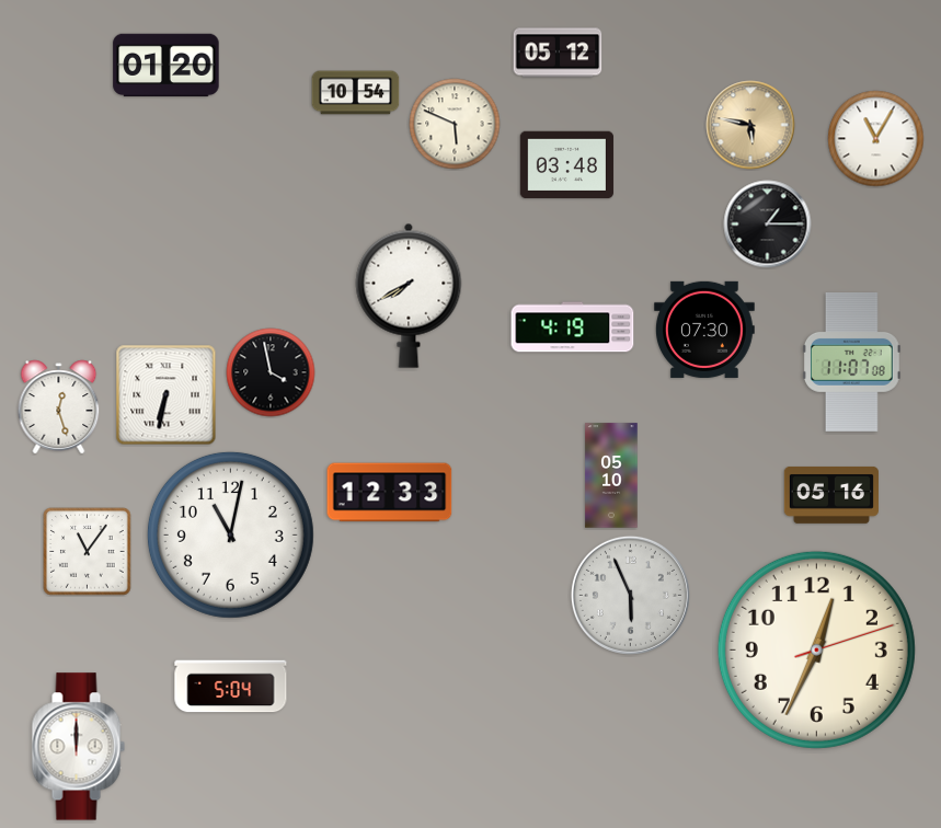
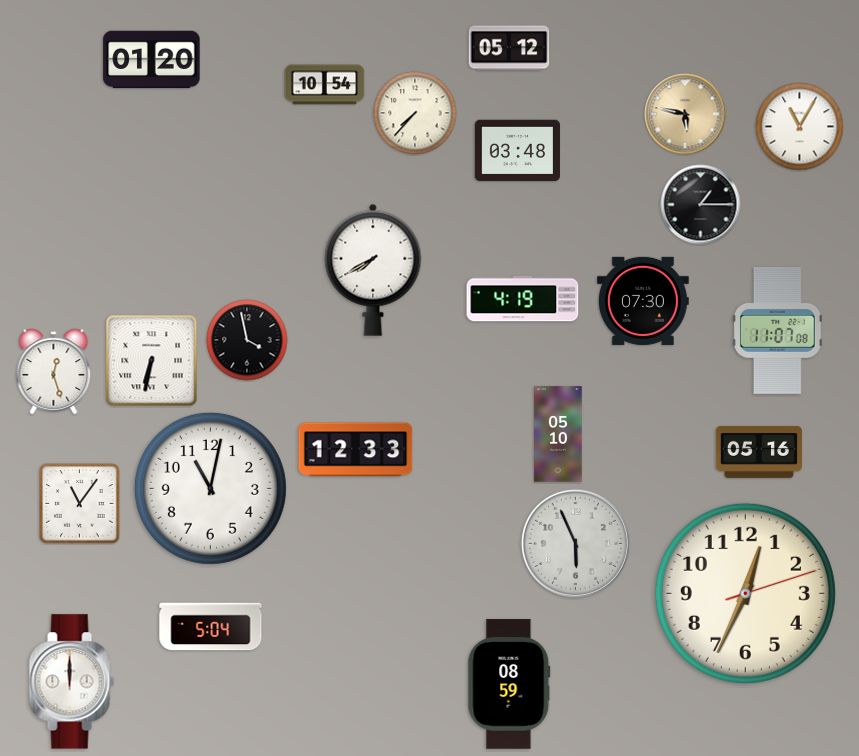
clock at (455, 124): 5:49 -> 7:37
clock at (509, 684): none -> 08:59
